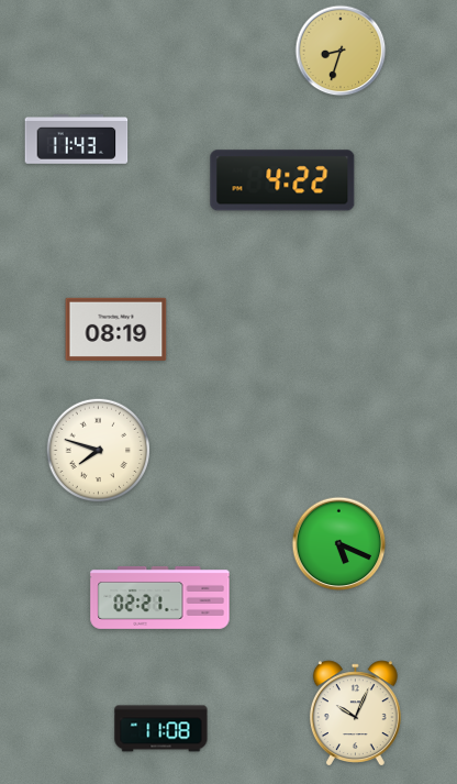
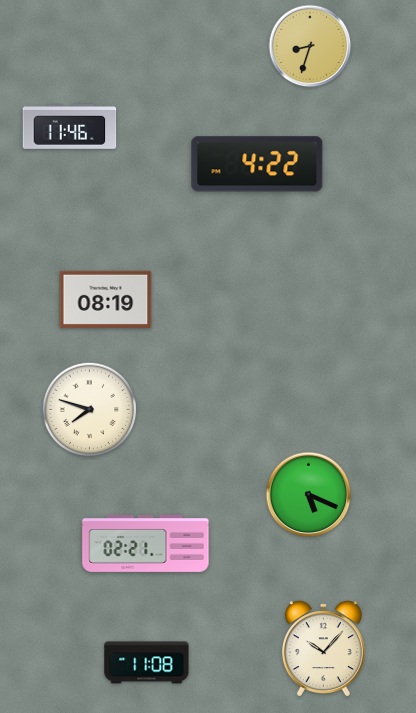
clock at (77, 140): 11:43 -> 11:46
clock at (355, 713): 10:04 -> 10:07
